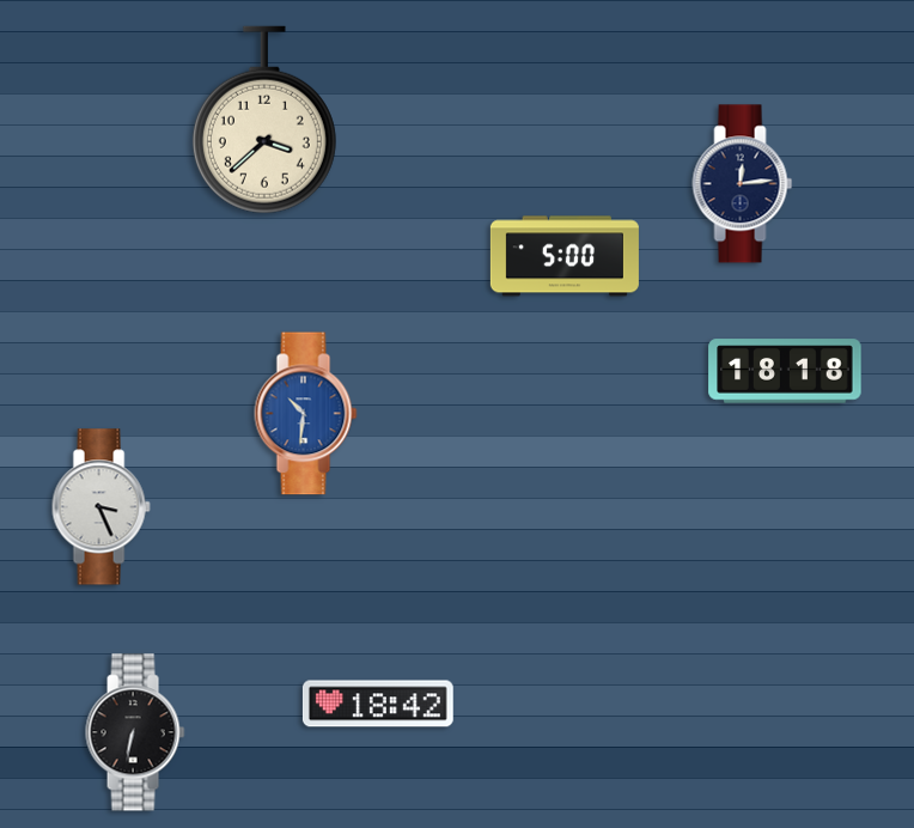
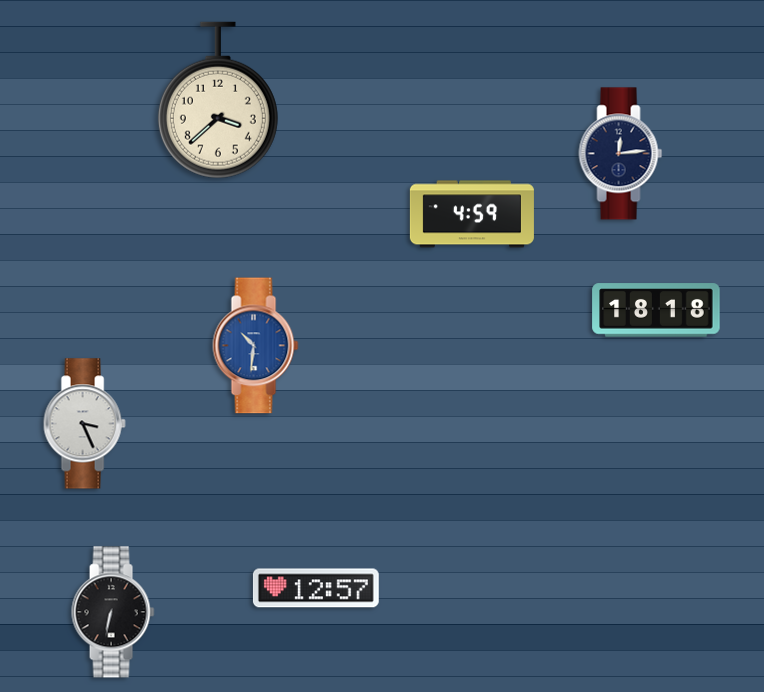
clock at (264, 120) position: (264, 120) -> (218, 100)
clock at (565, 256): 5:00 -> 4:59
clock at (378, 704): 18:42 -> 12:57
